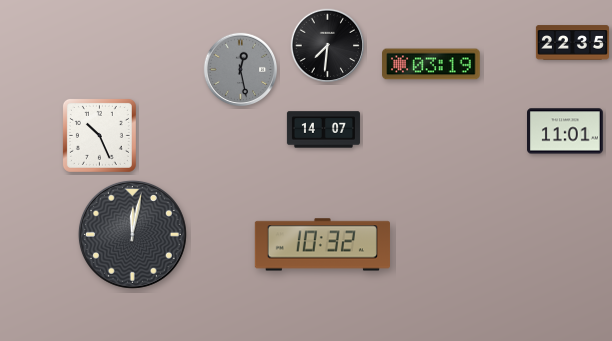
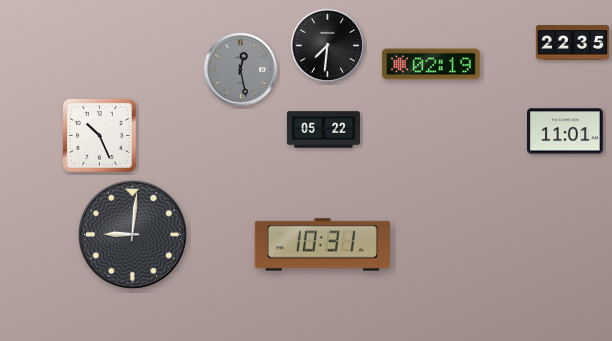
clock at (431, 64): 03:19 -> 02:19
clock at (323, 130): 14:07 -> 05:22
clock at (132, 234): 12:02 -> 9:01
clock at (322, 245): 10:32 -> 10:31
